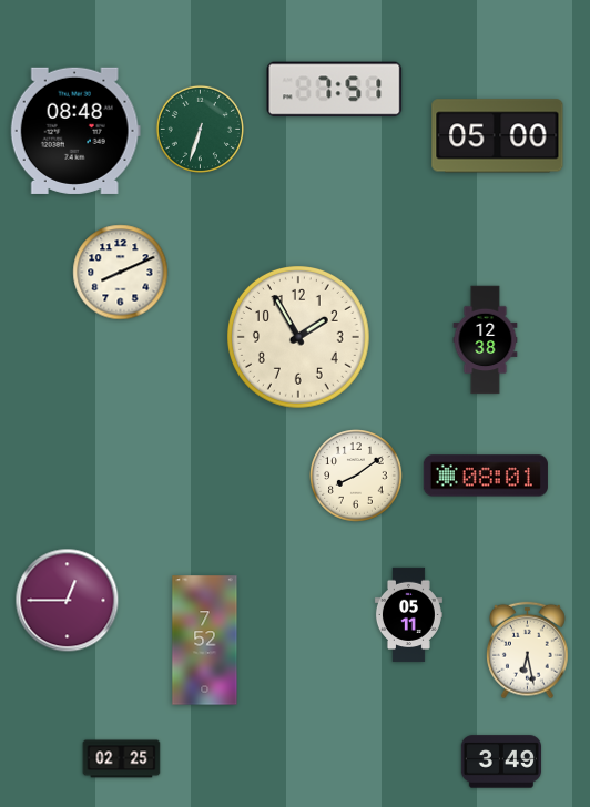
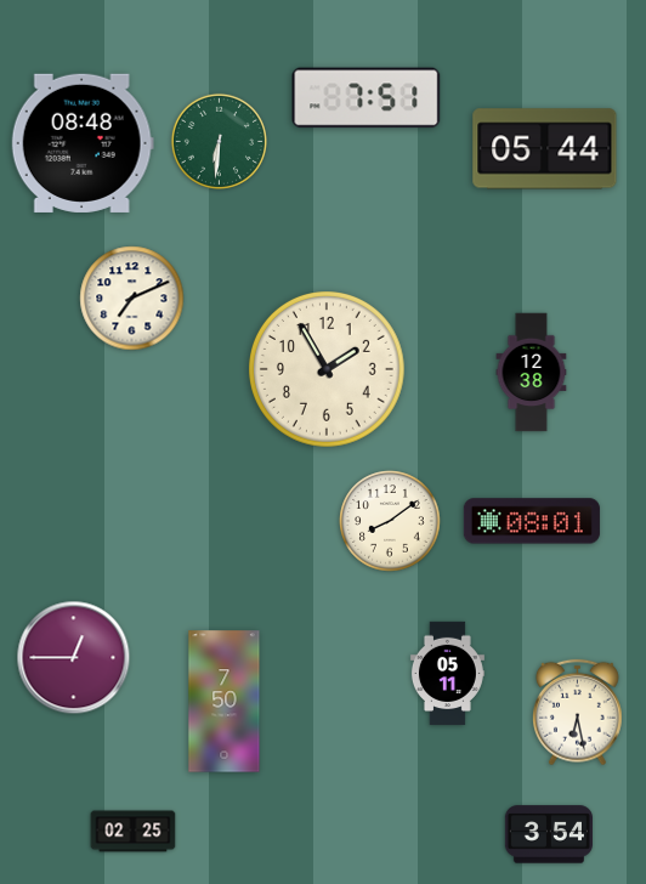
clock at (200, 129): 6:33 -> 6:31
clock at (498, 136): 05:00 -> 05:44
clock at (121, 273): 8:11 -> 7:11
clock at (205, 641): 7:52 -> 7:50
clock at (500, 762): 3:49 -> 3:54
